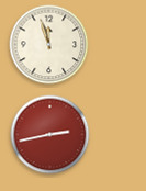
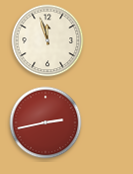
clock at (49, 45) position: (49, 45) -> (48, 41)
